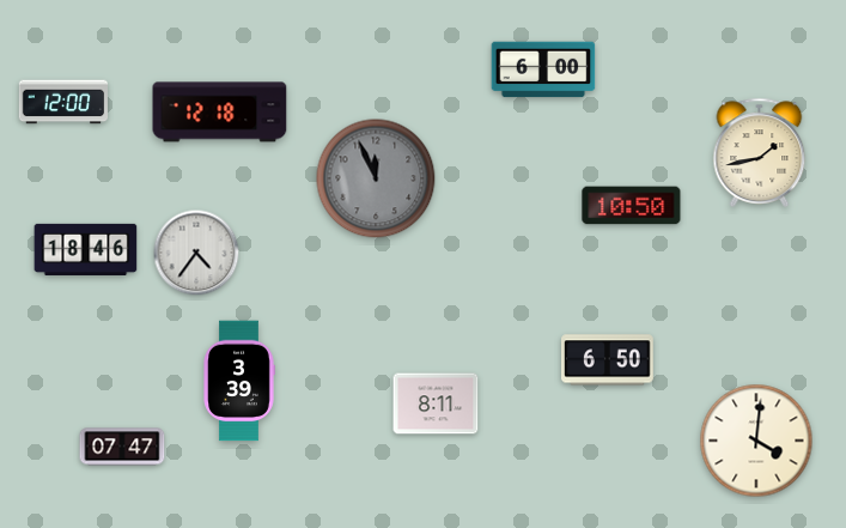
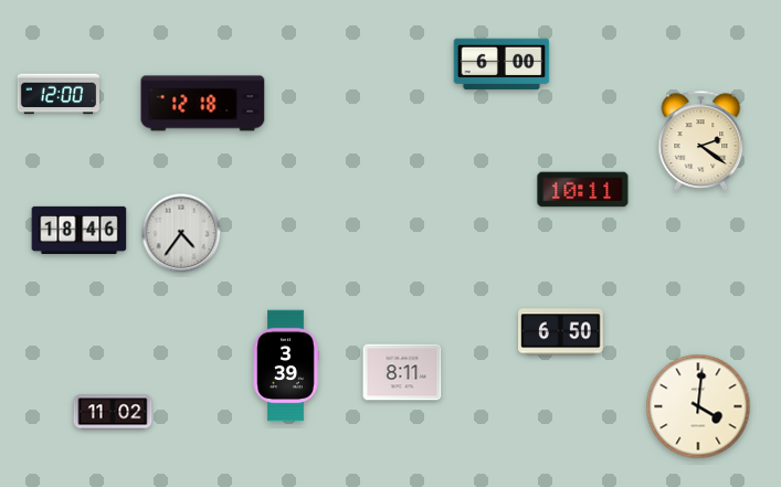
clock at (760, 152): 1:43 -> 2:21
clock at (376, 178): 11:56 -> none
clock at (632, 206): 10:50 -> 10:11
clock at (239, 381) position: (239, 381) -> (286, 366)
clock at (122, 447): 07:47 -> 11:02
